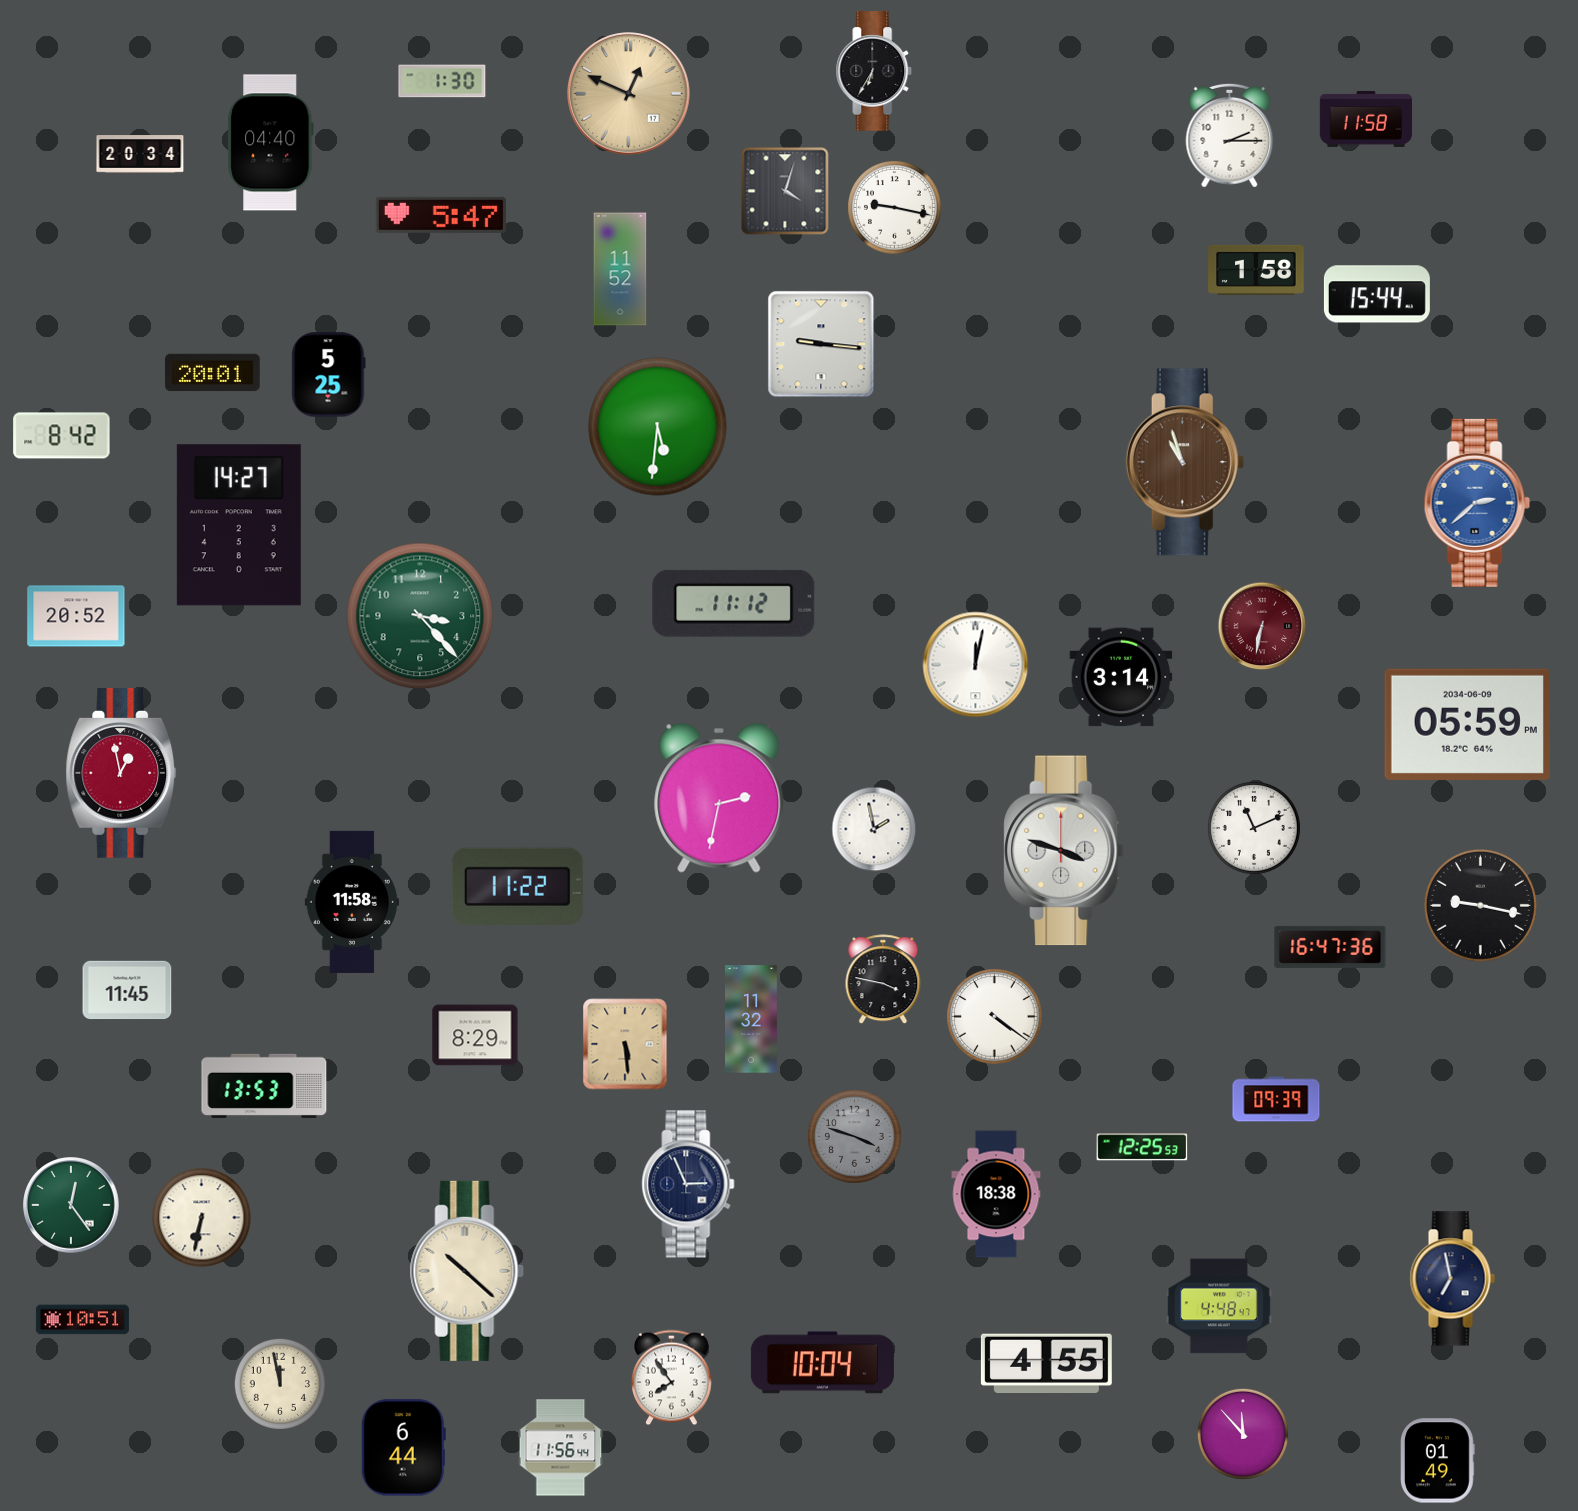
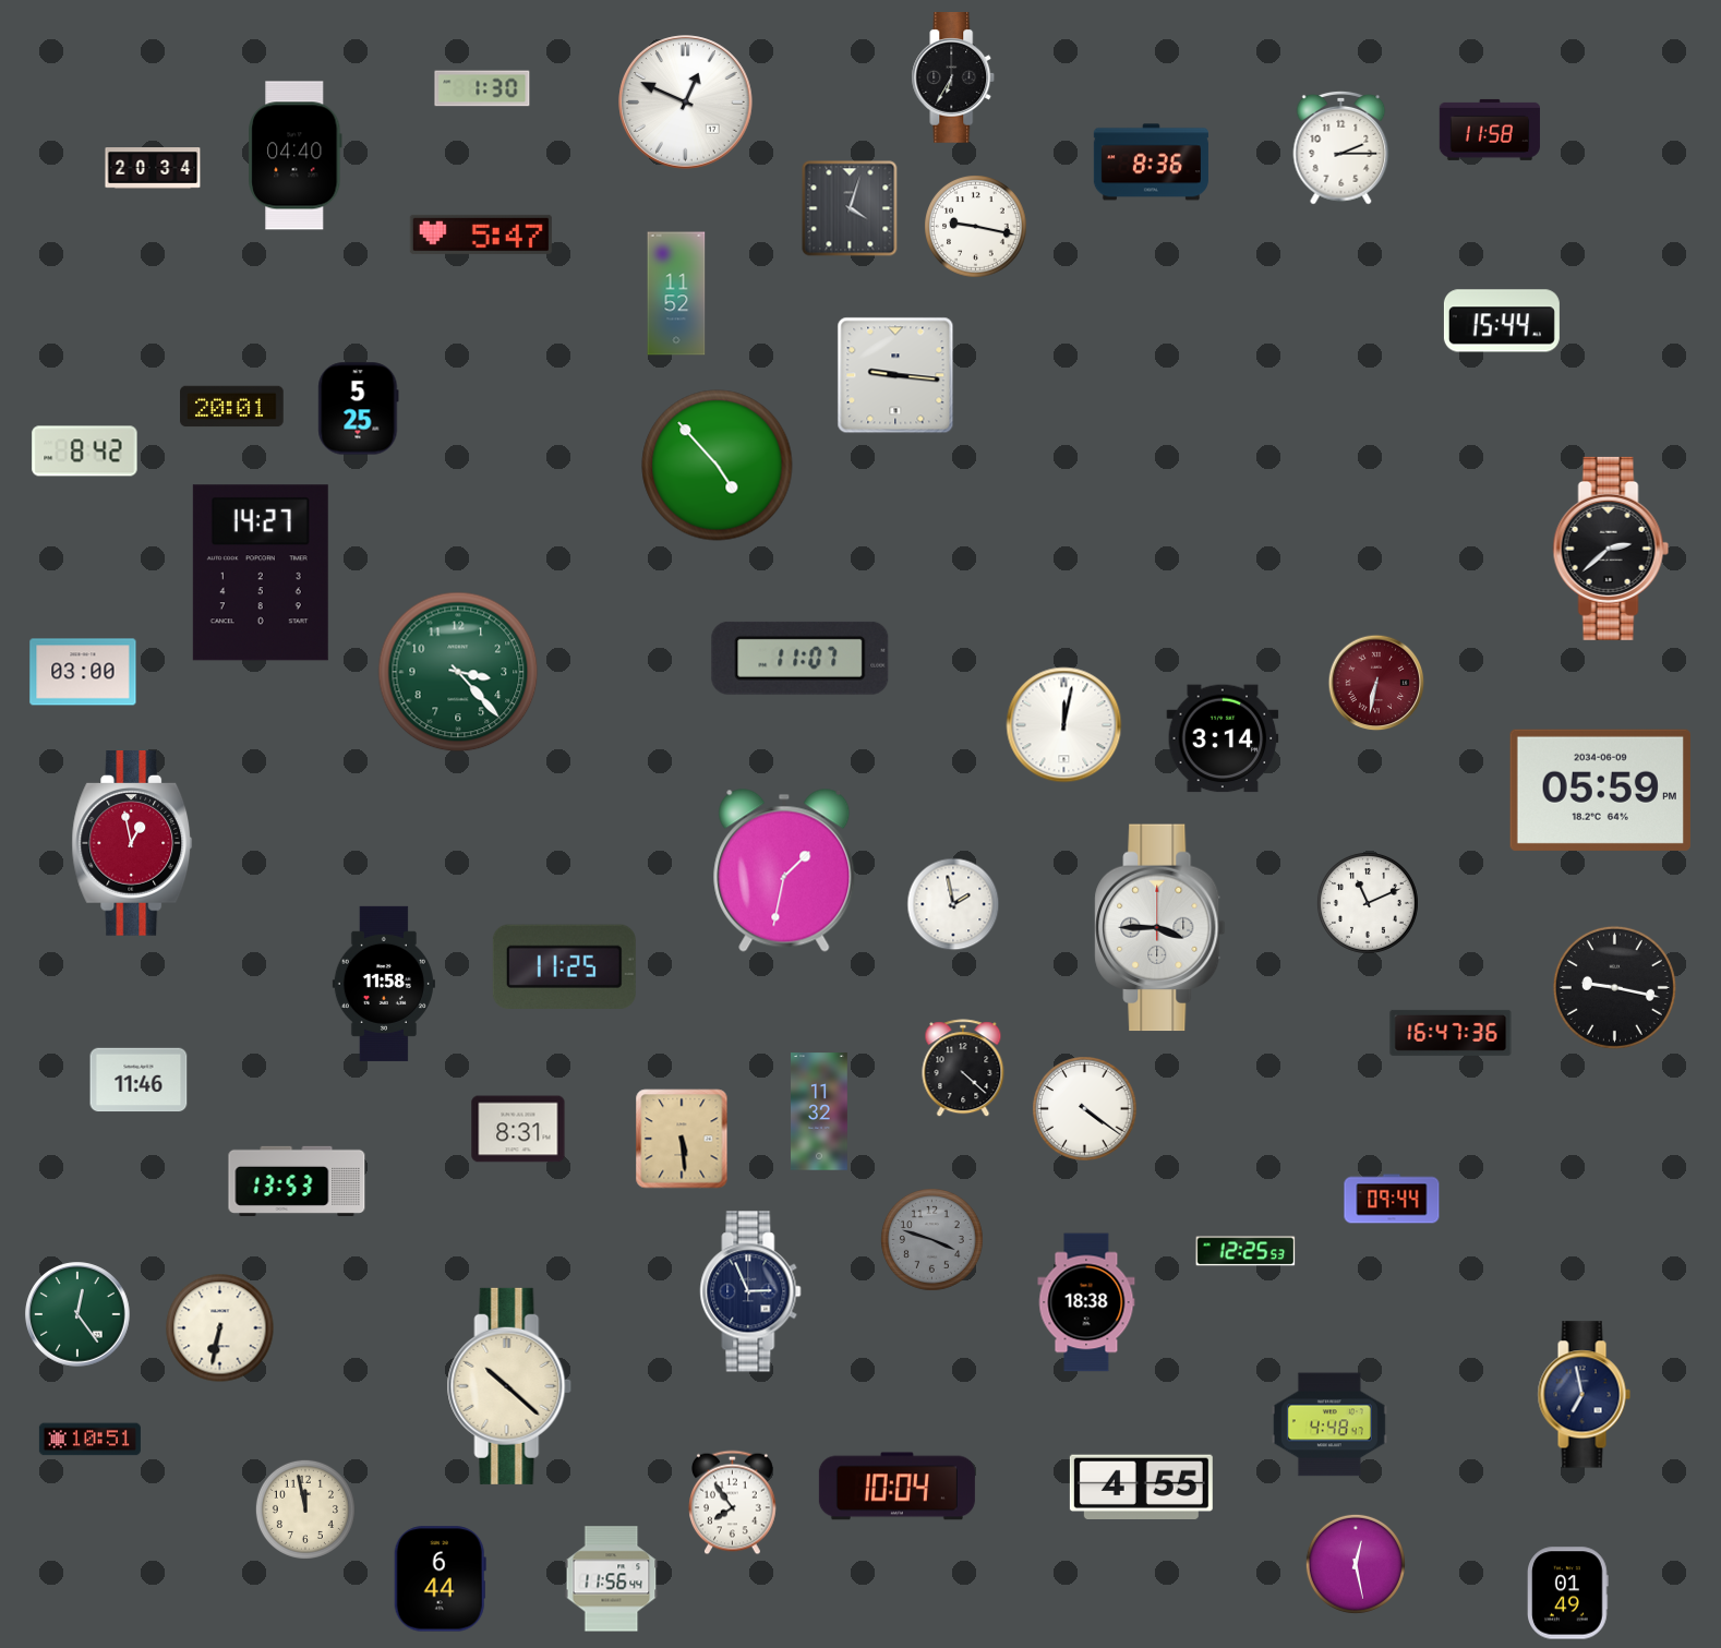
clock at (629, 94) dial: champagne -> white
clock at (1151, 163): none -> 8:36
clock at (785, 191) position: (785, 191) -> (850, 208)
clock at (1256, 270): 1:58 -> none
clock at (658, 427): 5:31 -> 4:53
clock at (62, 436) position: (62, 436) -> (85, 452)
clock at (1185, 462): 10:57 -> none
clock at (1477, 503) dial: blue -> black
clock at (734, 603): 11:12 -> 11:07
clock at (76, 616): 20:52 -> 03:00
clock at (719, 798): 2:32 -> 1:32
clock at (1064, 851): 3:48 -> 3:45
clock at (517, 886): 11:22 -> 11:25
clock at (883, 980): 3:47 -> 4:22
clock at (127, 990): 11:45 -> 11:46
clock at (475, 1035): 8:29 -> 8:31
clock at (264, 1086) position: (264, 1086) -> (297, 1181)
clock at (1276, 1099): 09:39 -> 09:44
clock at (1243, 1434): 11:53 -> 12:28
